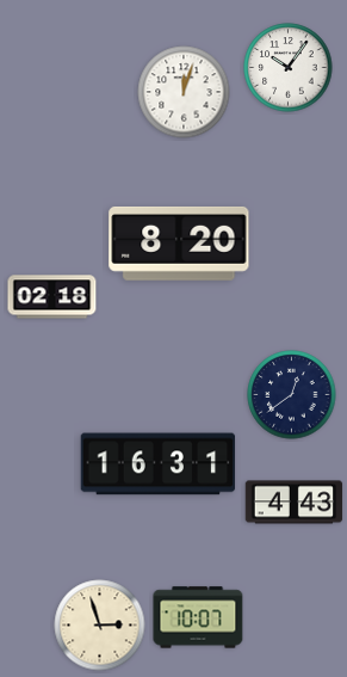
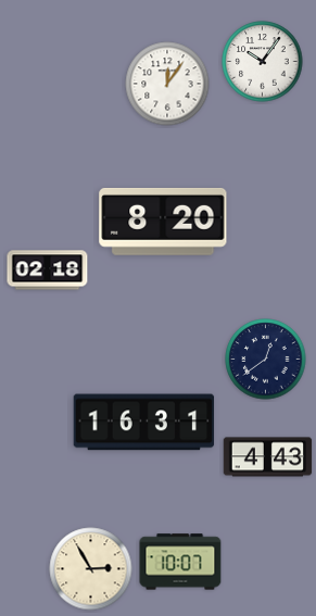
clock at (184, 92): 12:03 -> 12:06
clock at (100, 626): 2:57 -> 2:55
